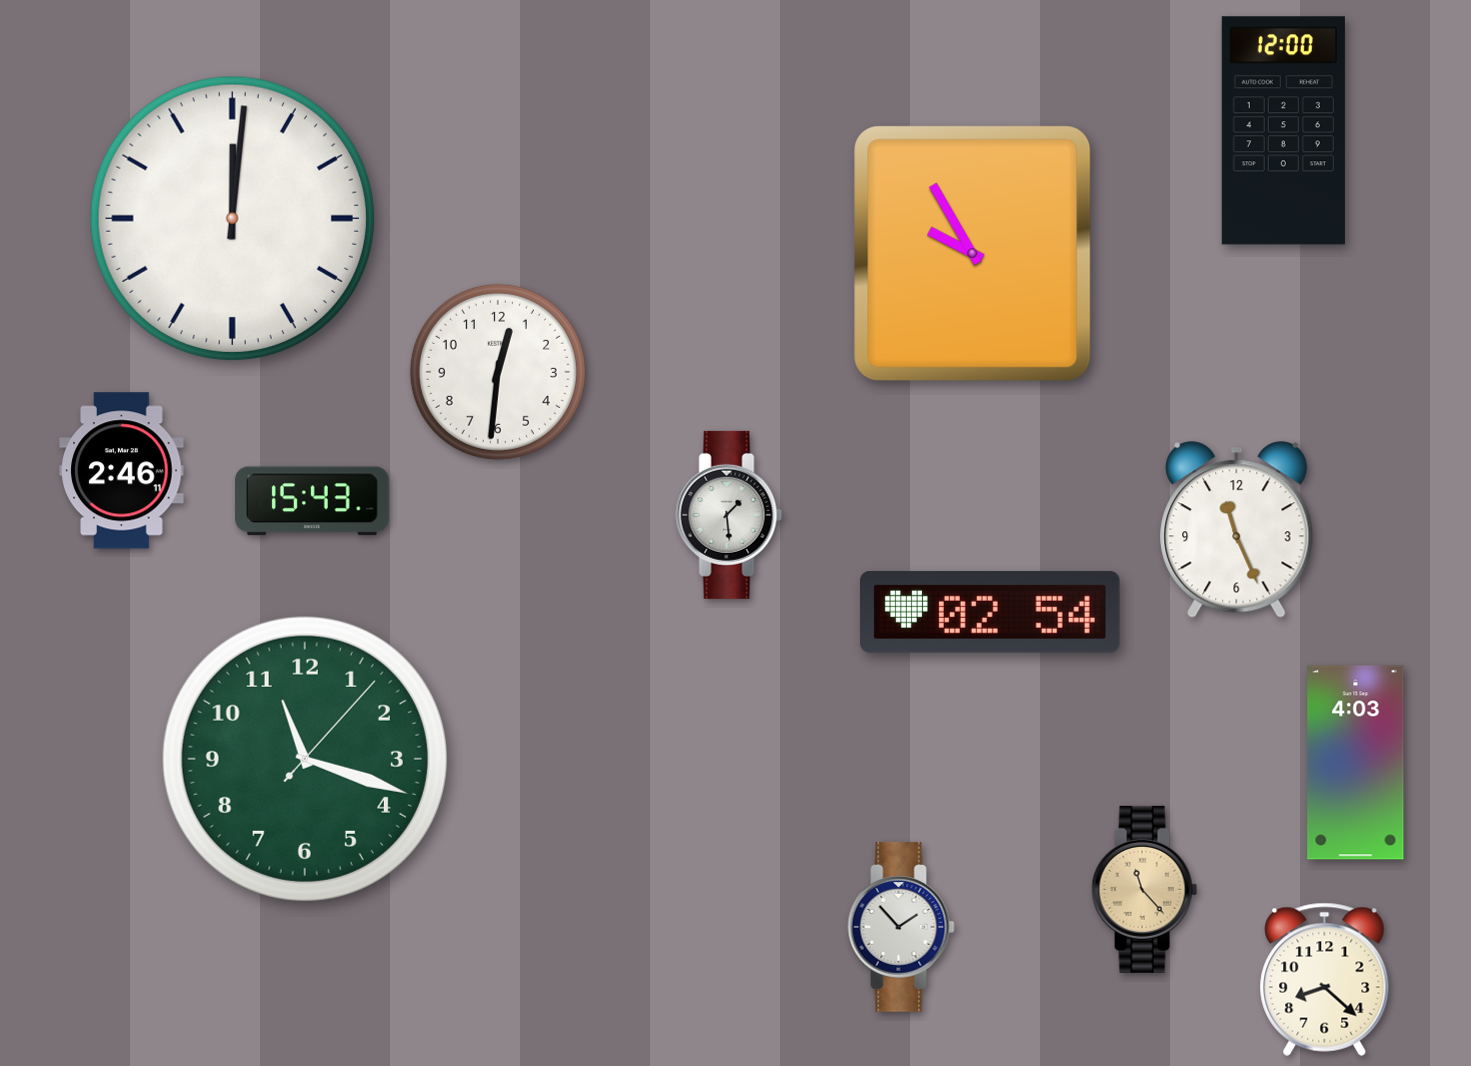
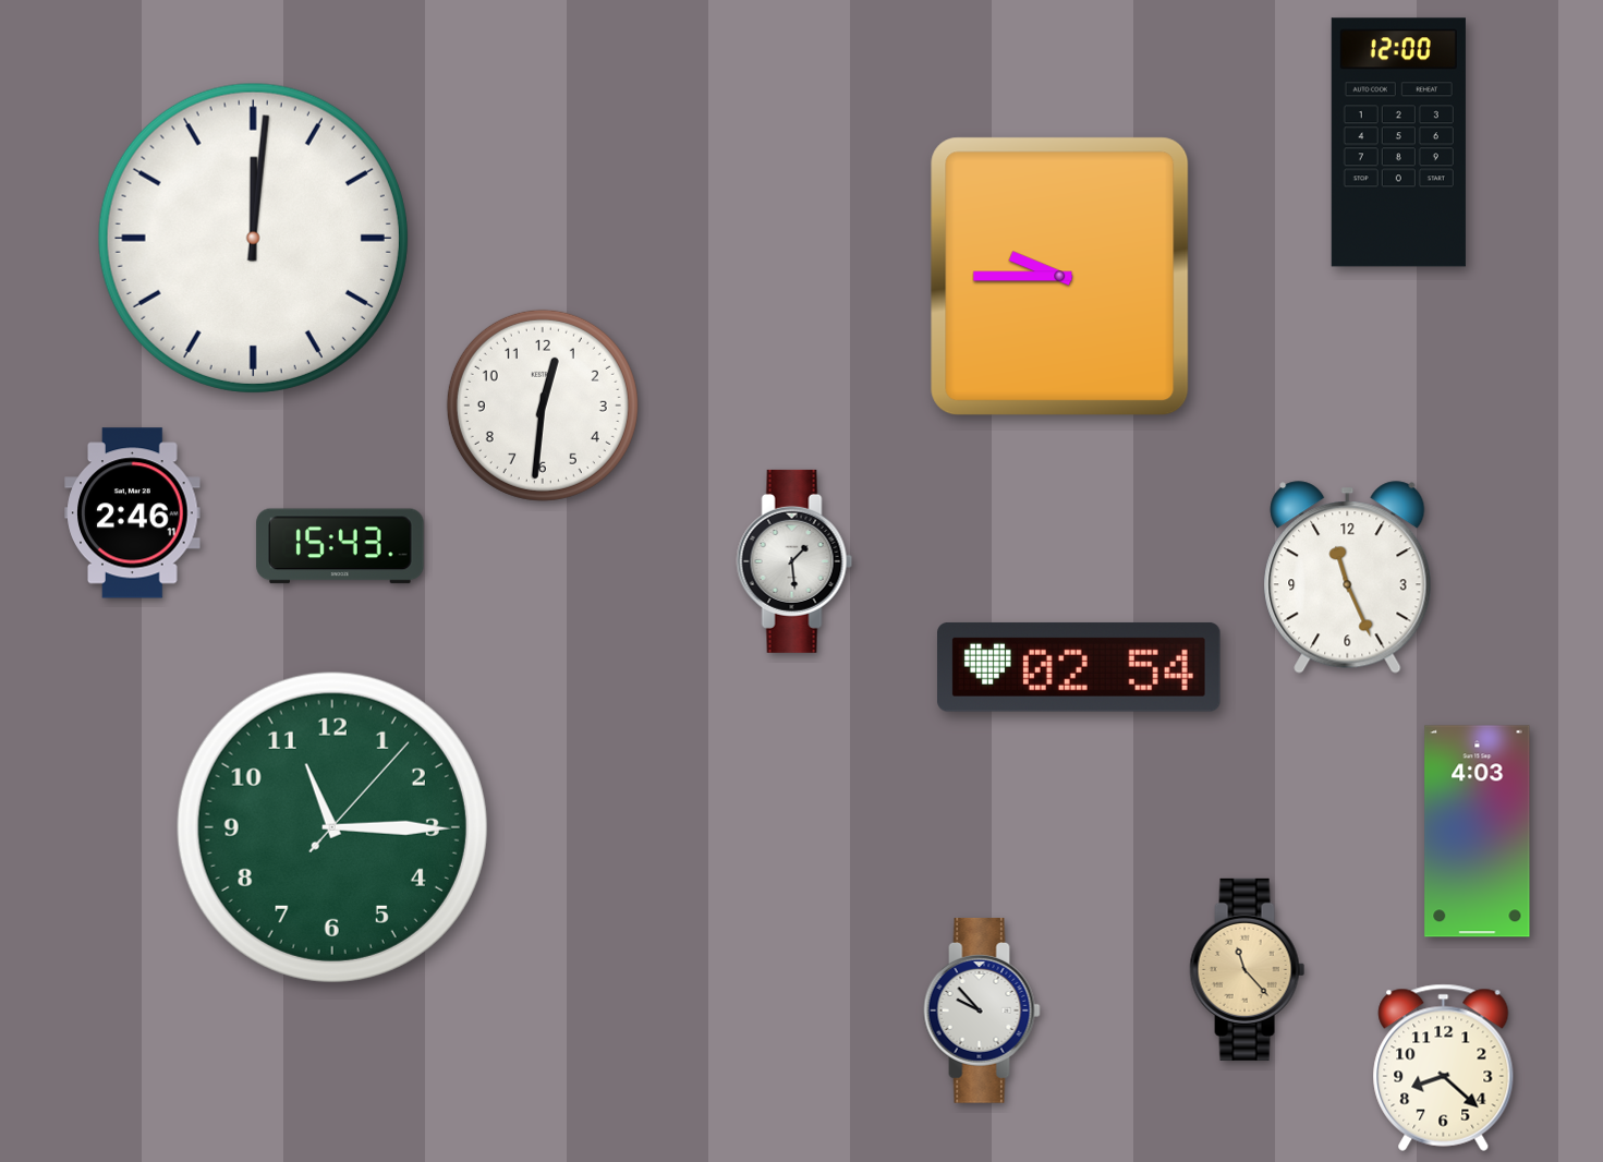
clock at (973, 254): 9:55 -> 9:45
clock at (305, 759): 11:18 -> 11:15
clock at (901, 927): 1:53 -> 9:53
